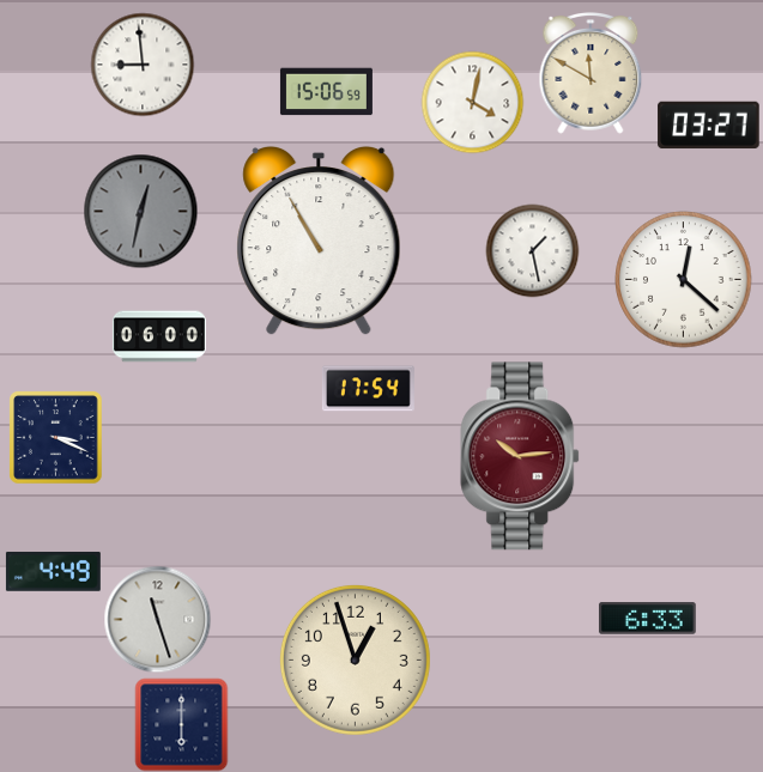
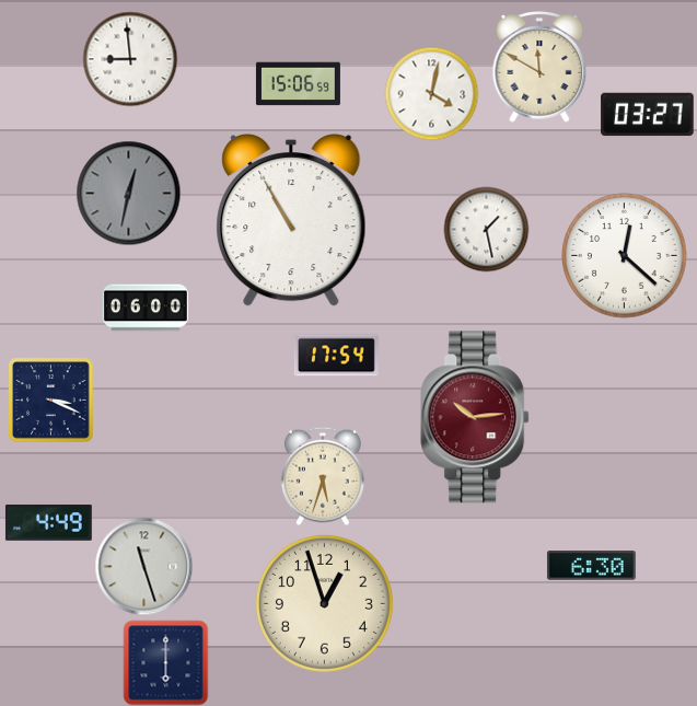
clock at (323, 476): none -> 5:33
clock at (647, 619): 6:33 -> 6:30
